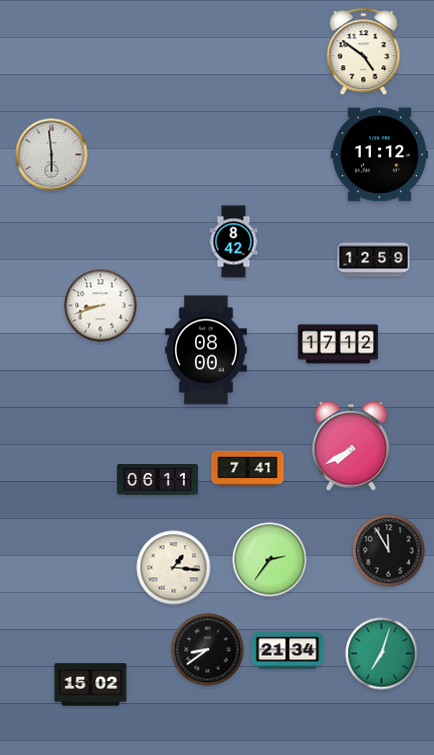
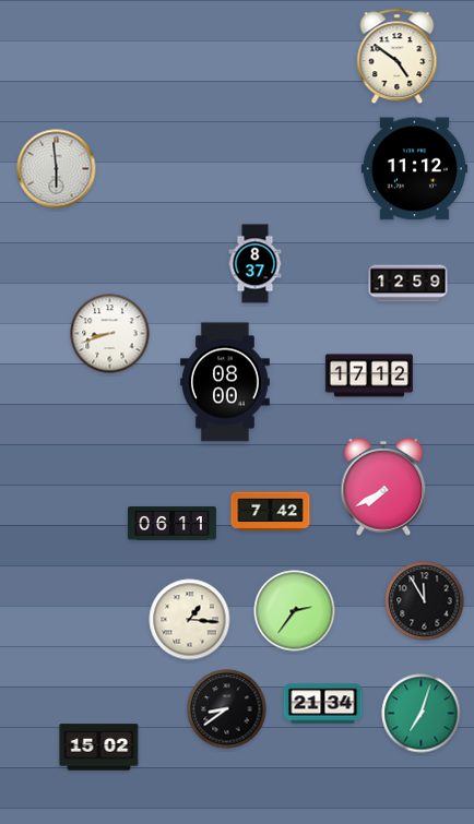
clock at (234, 242): 8:42 -> 8:37
clock at (248, 469): 7:41 -> 7:42
clock at (288, 651) position: (288, 651) -> (323, 704)
clock at (382, 654) position: (382, 654) -> (422, 714)
